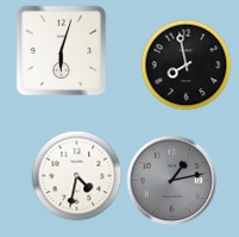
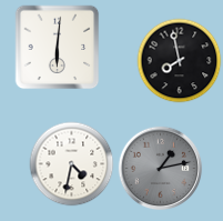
clock at (62, 51): 6:03 -> 6:01
clock at (187, 66) position: (187, 66) -> (180, 61)
